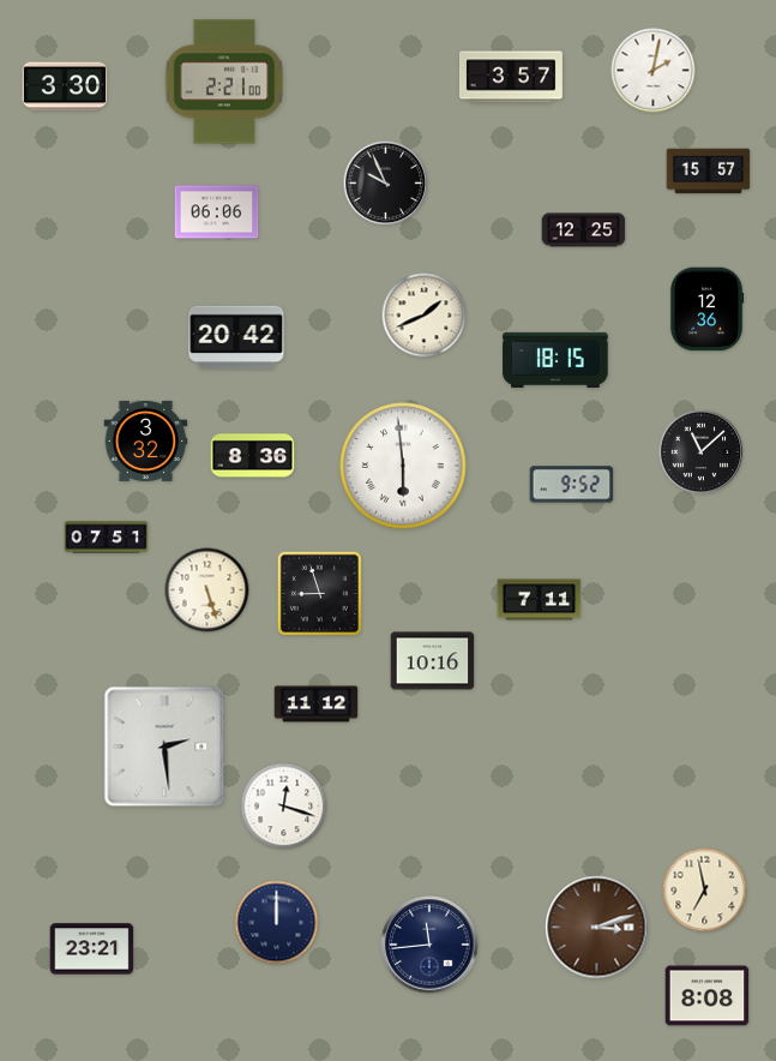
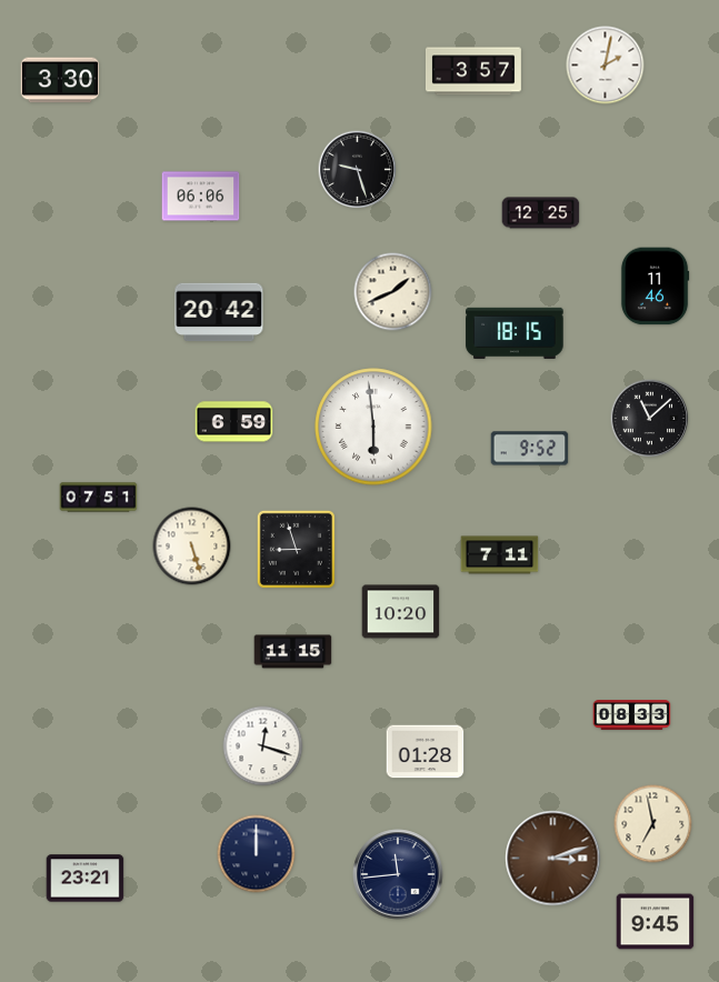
clock at (224, 82): 2:21 -> none
clock at (709, 172): 15:57 -> none
clock at (386, 184): 9:56 -> 9:27
clock at (706, 310): 12:36 -> 11:46
clock at (146, 440): 3:32 -> none
clock at (253, 456): 8:36 -> 6:59
clock at (403, 466) position: (403, 466) -> (373, 427)
clock at (433, 661): 10:16 -> 10:20
clock at (317, 705): 11:12 -> 11:15
clock at (164, 747): 2:29 -> none
clock at (632, 715): none -> 08:33
clock at (426, 752): none -> 01:28
clock at (708, 996): 8:08 -> 9:45
